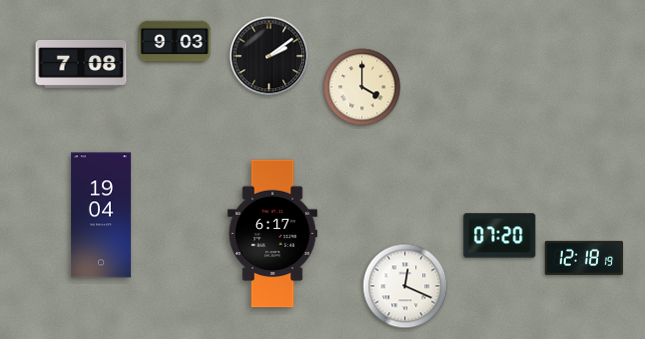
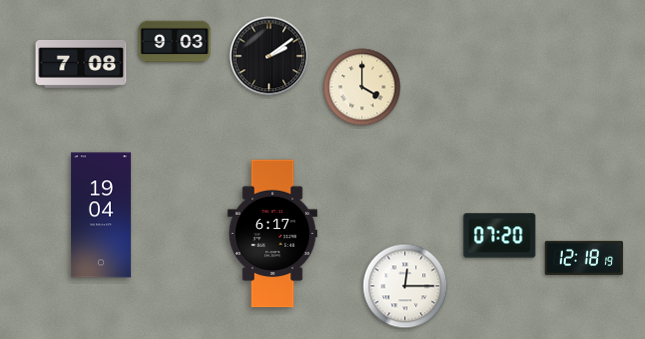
clock at (405, 286): 12:19 -> 12:15
